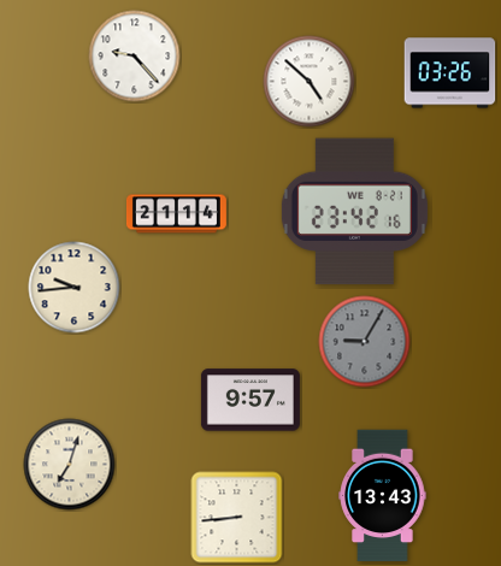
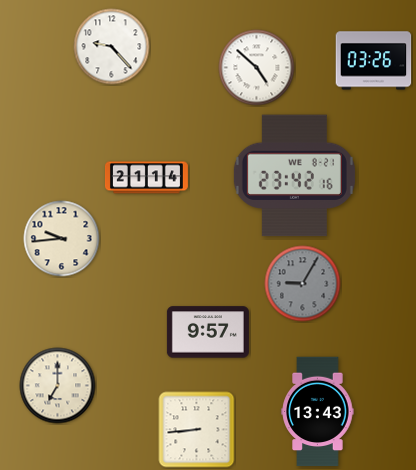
clock at (70, 465): 7:03 -> 7:00
